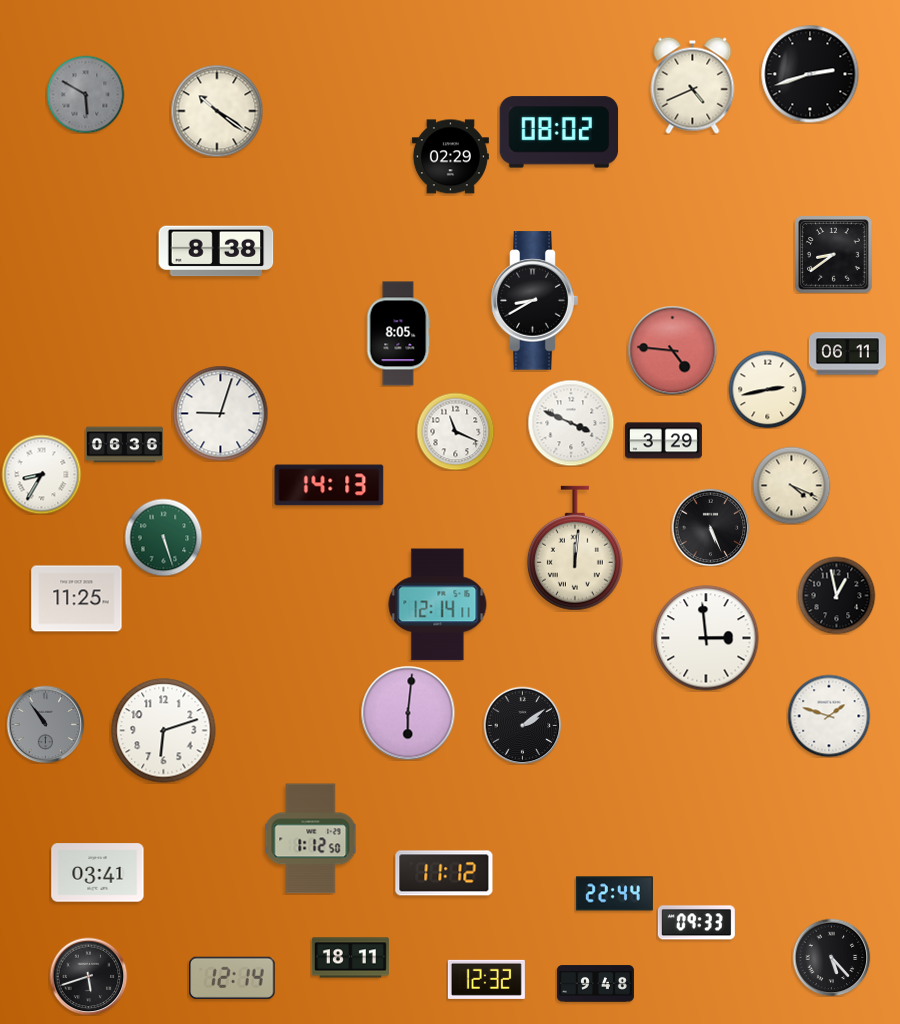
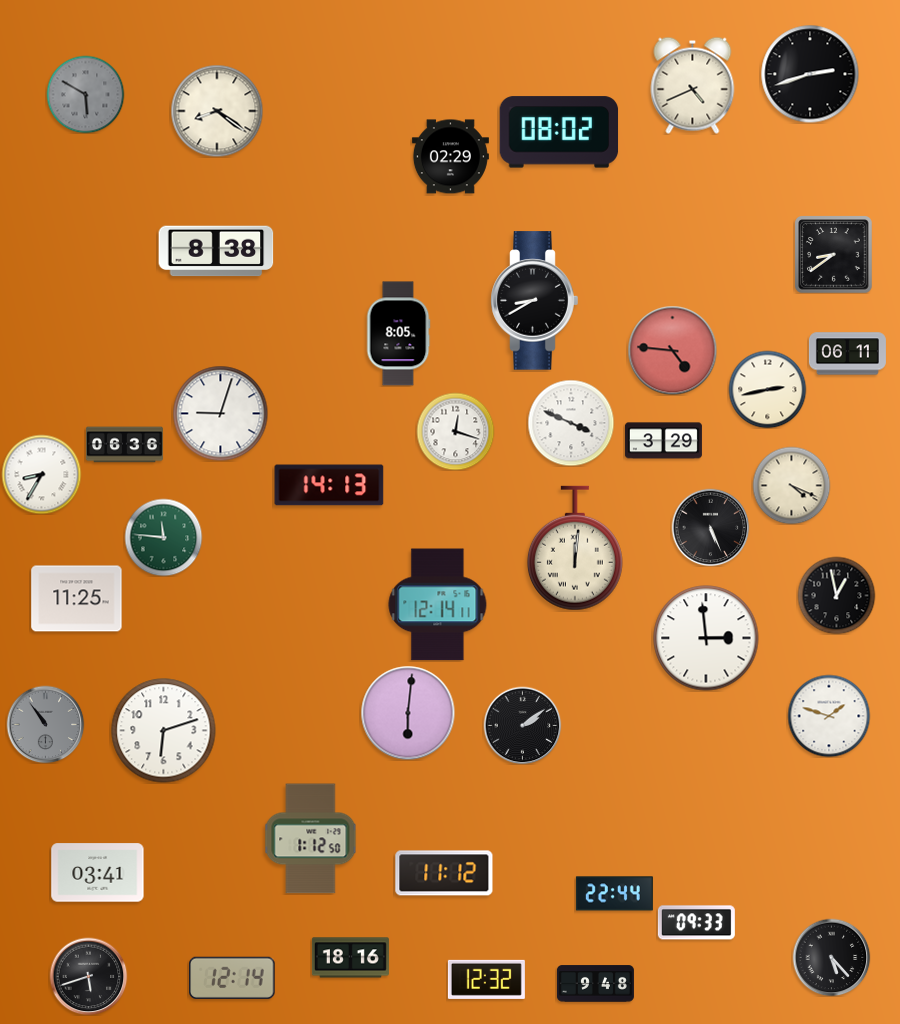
clock at (217, 111): 10:21 -> 8:21
clock at (455, 431): 11:19 -> 12:18
clock at (163, 537): 5:27 -> 11:46
clock at (350, 958): 18:11 -> 18:16
